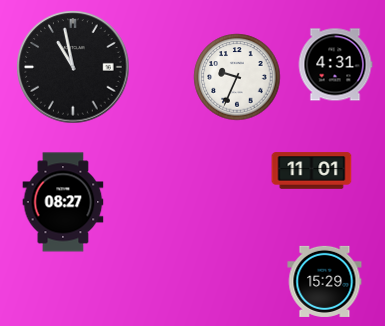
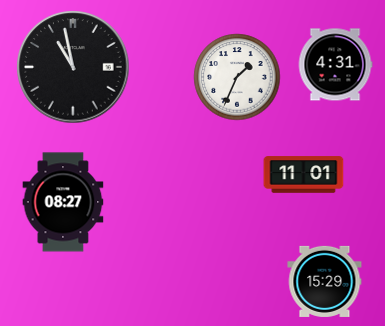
clock at (237, 77): 9:34 -> 1:34
clock at (312, 171) position: (312, 171) -> (304, 175)
